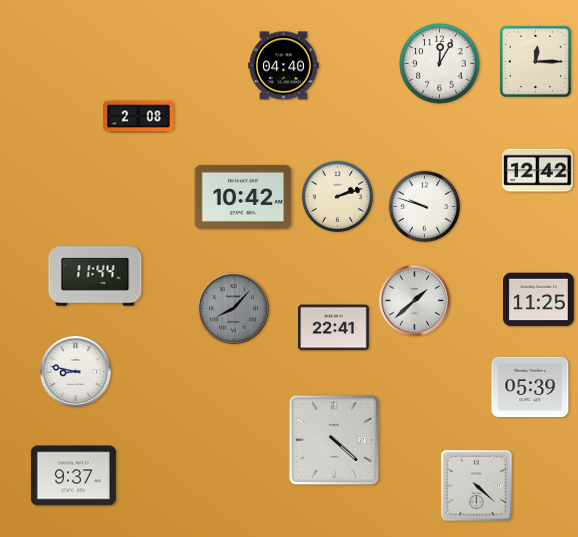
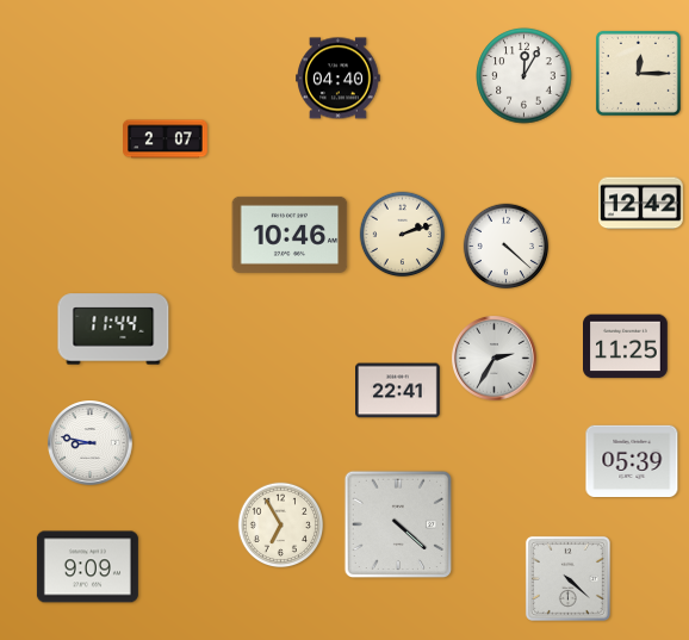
clock at (139, 117): 2:08 -> 2:07
clock at (243, 197): 10:42 -> 10:46
clock at (425, 207): 9:48 -> 4:22
clock at (539, 300) position: (539, 300) -> (626, 347)
clock at (415, 301): 1:38 -> 2:35
clock at (234, 309): 8:07 -> none
clock at (281, 526): none -> 6:55
clock at (73, 476): 9:37 -> 9:09
